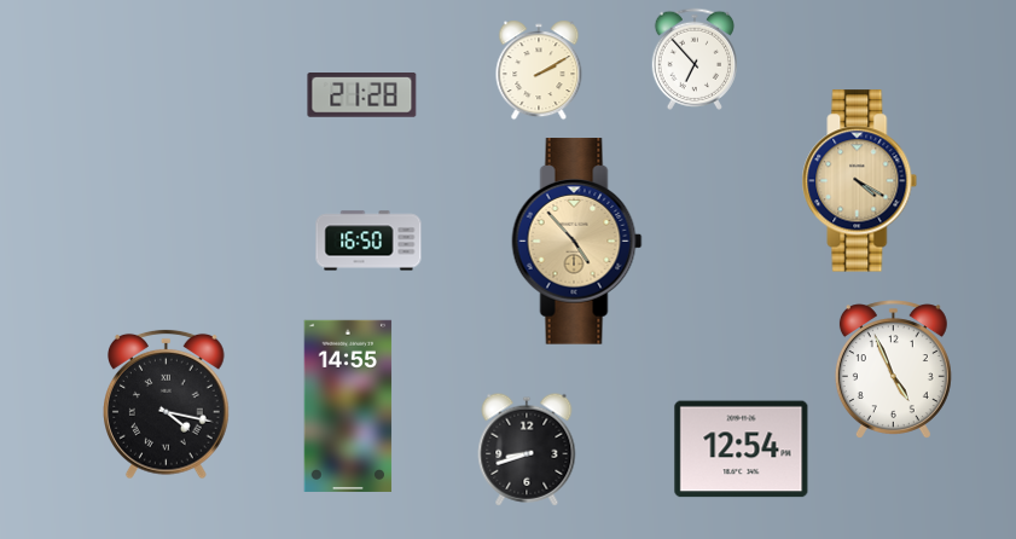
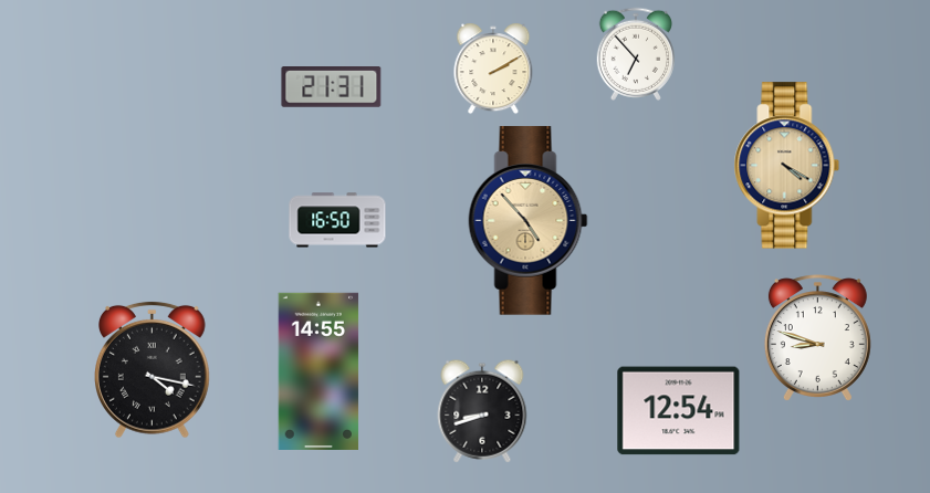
clock at (539, 70) position: (539, 70) -> (493, 69)
clock at (362, 95): 21:28 -> 21:31
clock at (893, 370): 4:56 -> 8:48
